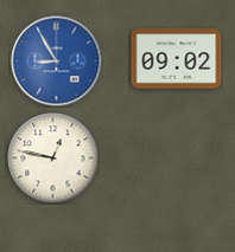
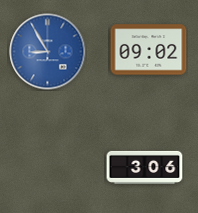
clock at (53, 159): 12:47 -> none
clock at (145, 167): none -> 3:06
